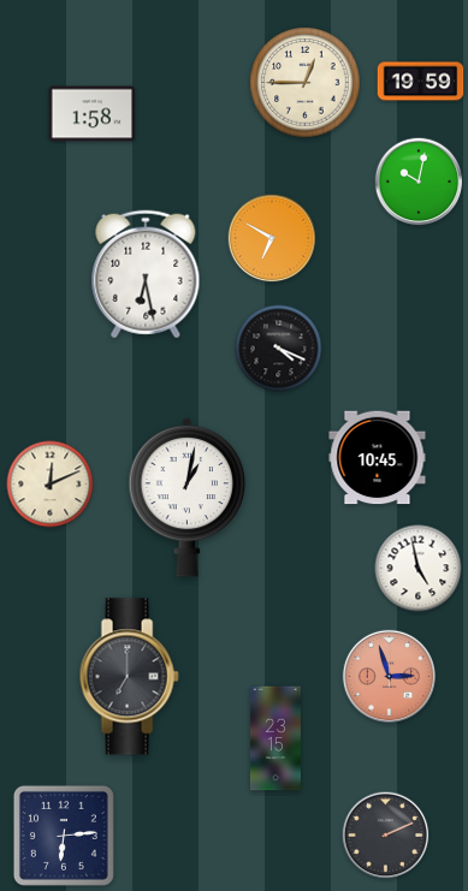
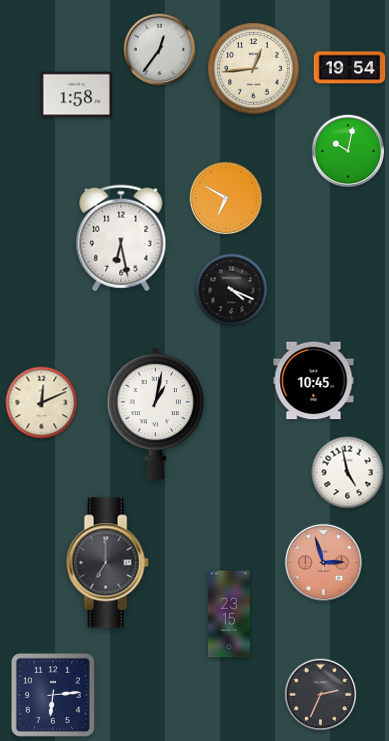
clock at (160, 50): none -> 12:36
clock at (421, 82): 19:59 -> 19:54
clock at (306, 83): 12:45 -> 12:44
clock at (146, 274) position: (146, 274) -> (121, 238)
clock at (386, 836): 2:11 -> 2:34
